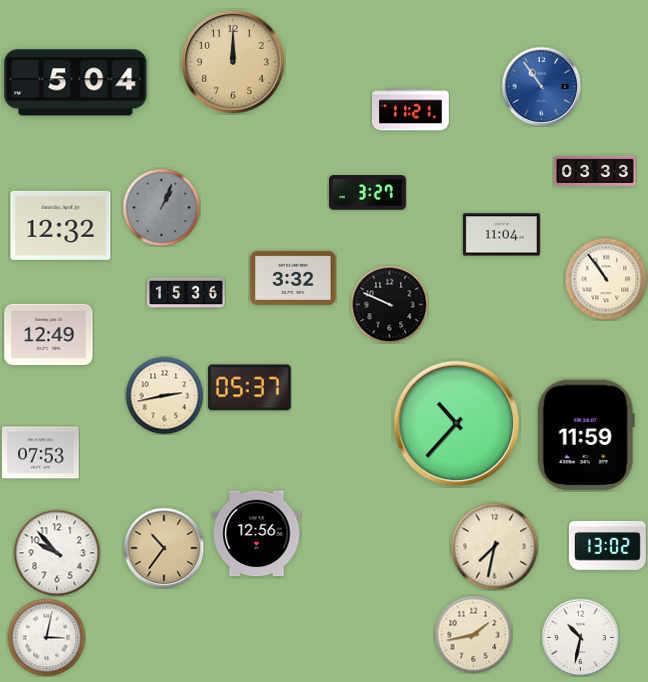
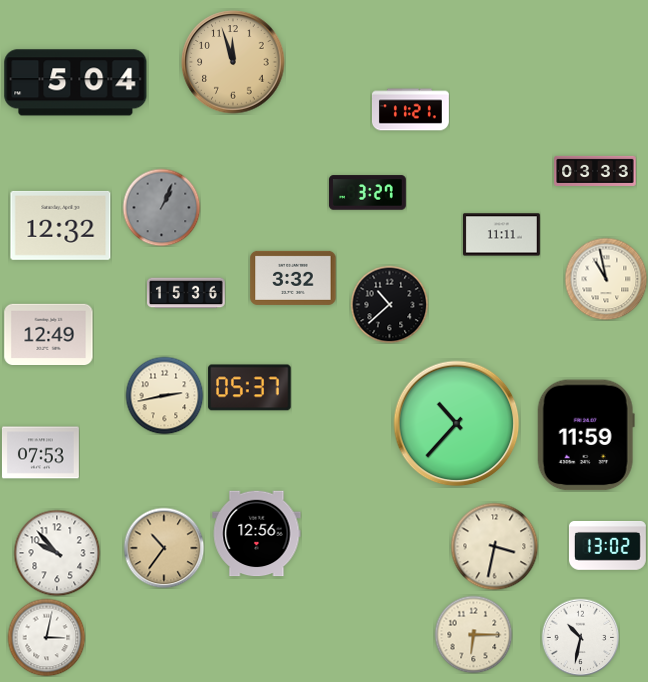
clock at (233, 62): 12:00 -> 11:57
clock at (541, 86): 10:54 -> none
clock at (501, 235): 11:04 -> 11:11
clock at (606, 279): 10:54 -> 10:58
clock at (389, 304): 9:49 -> 10:38
clock at (494, 546): 7:32 -> 3:32
clock at (473, 634): 1:43 -> 6:15
